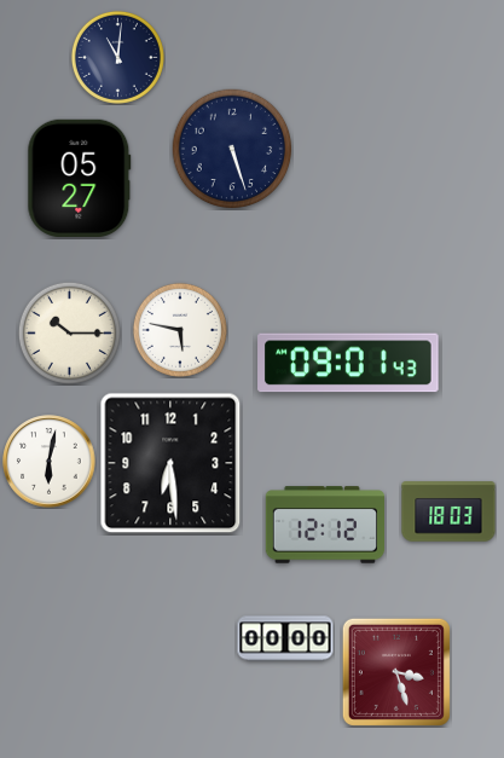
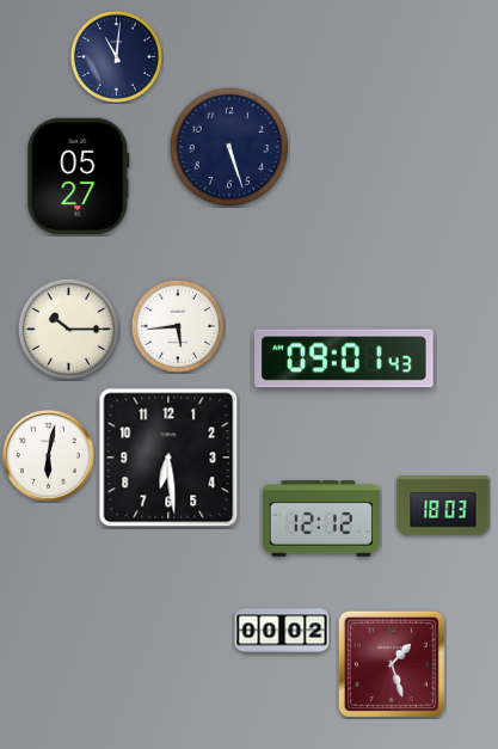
clock at (180, 330): 5:47 -> 5:44
clock at (285, 638): 00:00 -> 00:02
clock at (396, 672): 3:27 -> 1:27
